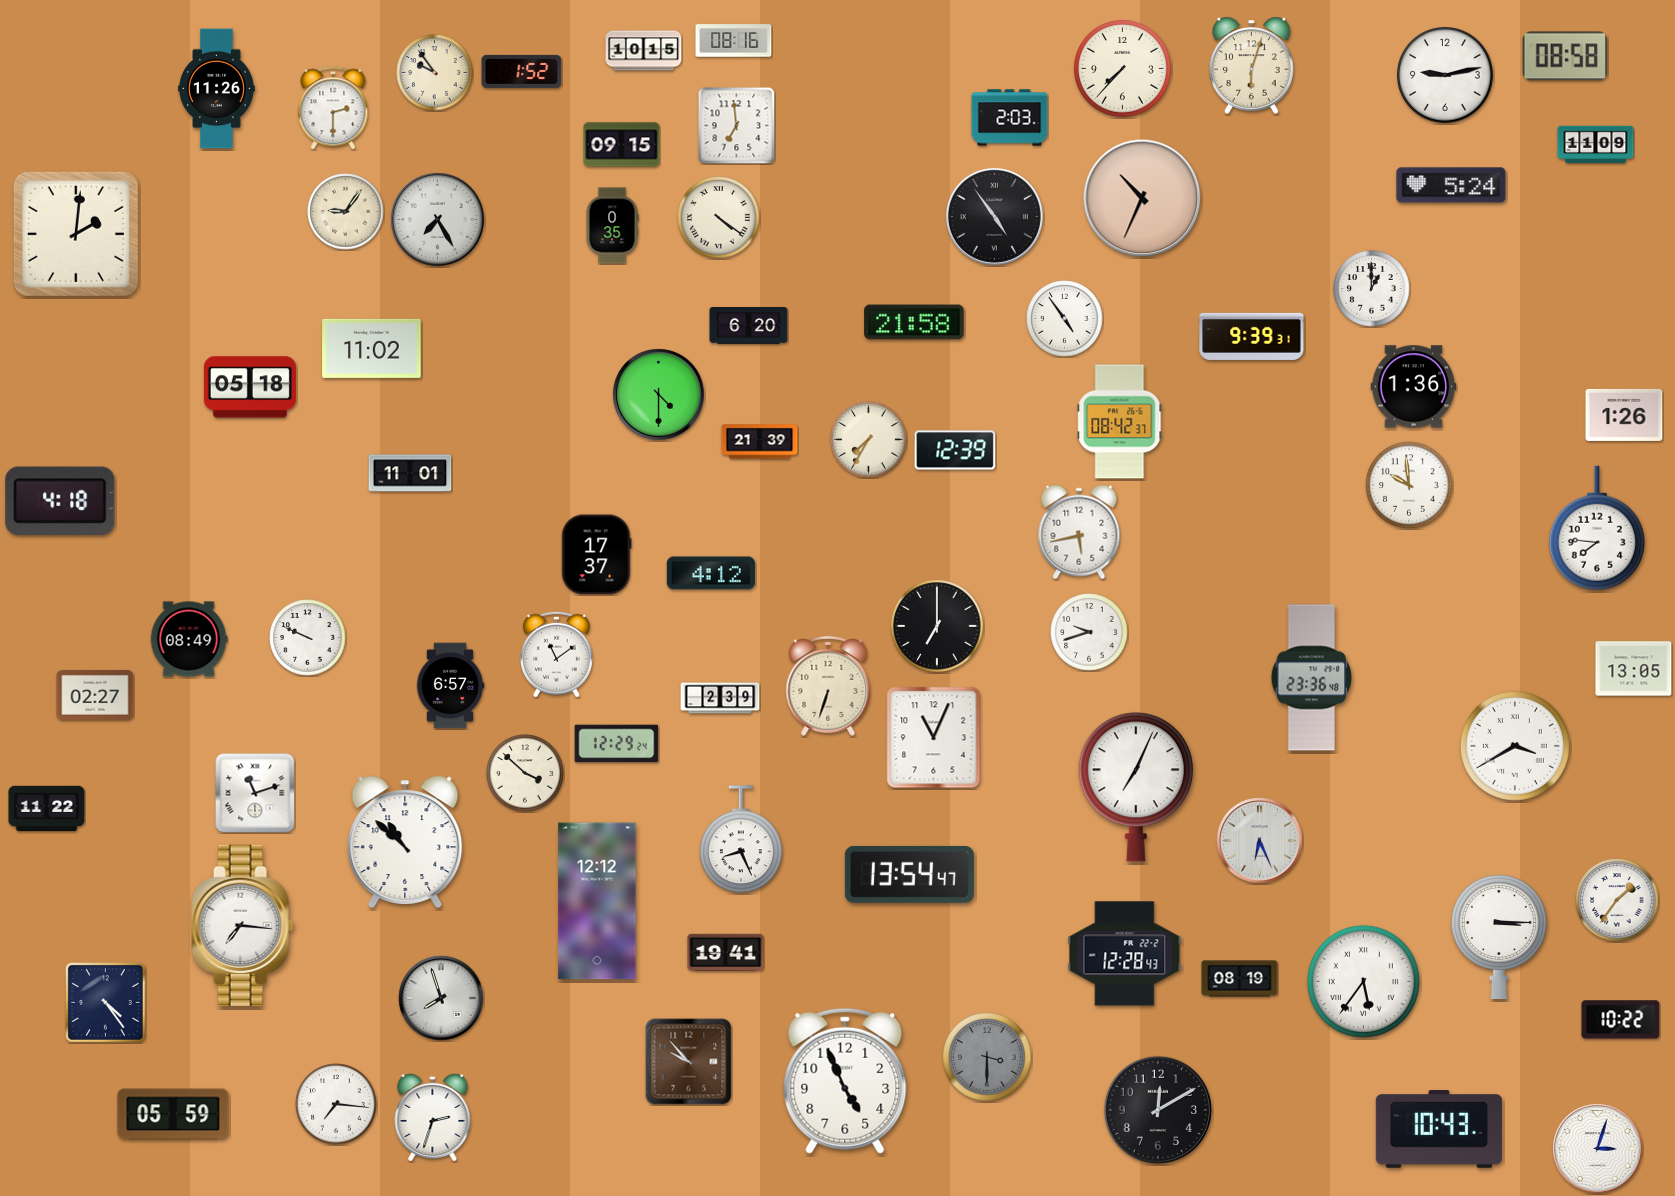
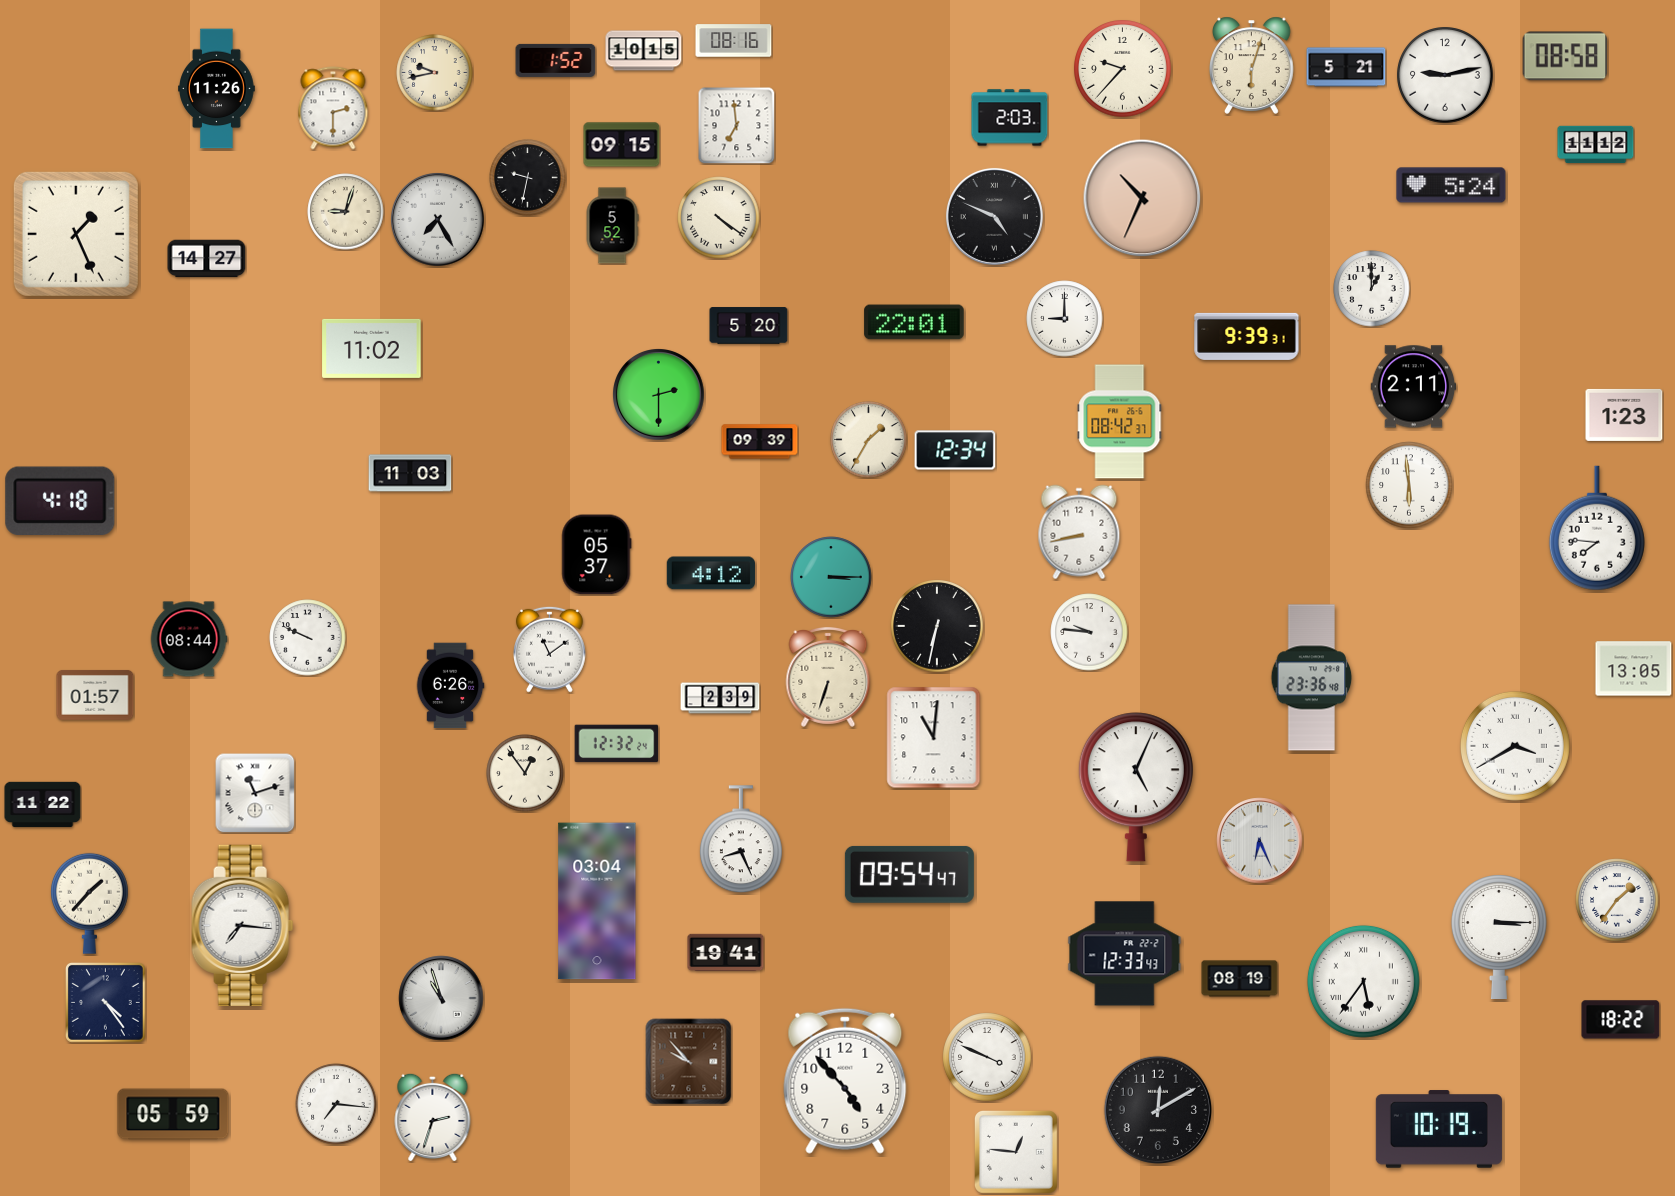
clock at (1346, 67): none -> 5:21
clock at (1123, 69): 7:37 -> 9:37
clock at (522, 71) position: (522, 71) -> (556, 60)
clock at (435, 73): 9:54 -> 9:43
clock at (1596, 145): 11:09 -> 11:12
clock at (528, 178): none -> 9:32
clock at (346, 212): 9:06 -> 9:03
clock at (994, 216): 4:54 -> 4:49
clock at (612, 226): 0:35 -> 5:52
clock at (76, 234): 2:01 -> 1:26
clock at (207, 259): none -> 14:27
clock at (1065, 319): 4:54 -> 9:00
clock at (914, 322): 21:58 -> 22:01
clock at (749, 326): 6:20 -> 5:20
clock at (1252, 336) position: (1252, 336) -> (1247, 336)
clock at (250, 387): 05:18 -> none
clock at (1414, 387): 1:36 -> 2:11
clock at (659, 395): 4:30 -> 2:30
clock at (1624, 415): 1:26 -> 1:23
clock at (869, 440): 7:35 -> 1:35
clock at (760, 442): 21:39 -> 09:39
clock at (955, 450): 12:39 -> 12:34
clock at (410, 473): 11:01 -> 11:03
clock at (1409, 485): 9:59 -> 5:59
clock at (1079, 532): 5:43 -> 8:43
clock at (597, 555): 17:37 -> 05:37
clock at (831, 577): none -> 3:15
clock at (937, 626): 7:00 -> 6:32
clock at (1089, 632): 9:42 -> 9:46
clock at (189, 639): 08:49 -> 08:44
clock at (557, 654) position: (557, 654) -> (550, 649)
clock at (450, 686): 6:57 -> 6:26
clock at (828, 686) position: (828, 686) -> (828, 677)
clock at (95, 695): 02:27 -> 01:57
clock at (934, 738): 11:04 -> 11:01
clock at (617, 744): 12:29 -> 12:32
clock at (525, 773): 3:52 -> 12:54
clock at (1136, 787): 7:04 -> 5:04
clock at (47, 809) position: (47, 809) -> (43, 805)
clock at (405, 842): 10:52 -> none
clock at (909, 874): 13:54 -> 09:54
clock at (597, 901): 12:12 -> 03:04
clock at (89, 903): none -> 1:37
clock at (1125, 954): 12:28 -> 12:33
clock at (441, 998): 7:57 -> 10:57
clock at (1621, 1020): 10:22 -> 18:22
clock at (987, 1057): 3:30 -> 3:49
clock at (987, 1057) dial: grey -> white
clock at (845, 1081): 4:56 -> 4:53
clock at (1439, 1129): 10:43 -> 10:19
clock at (1598, 1149): 3:03 -> none
clock at (1016, 1152): none -> 12:46
